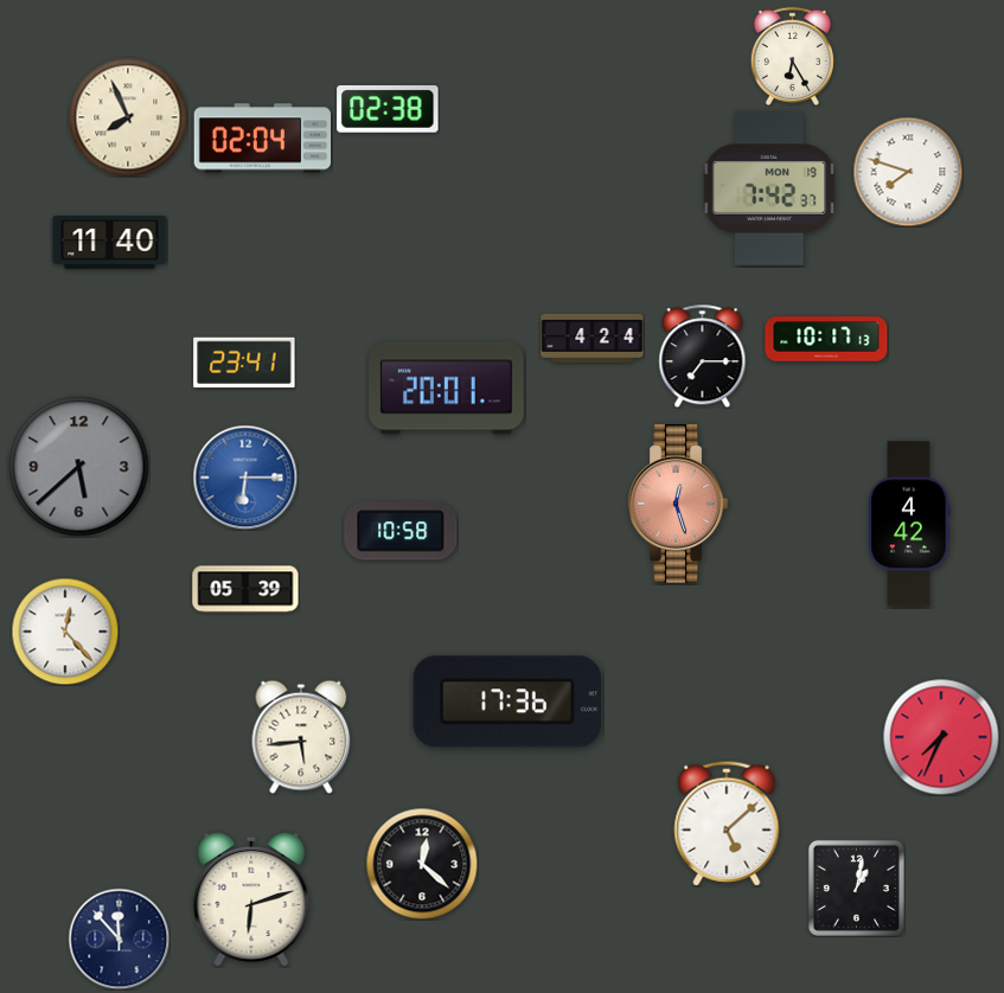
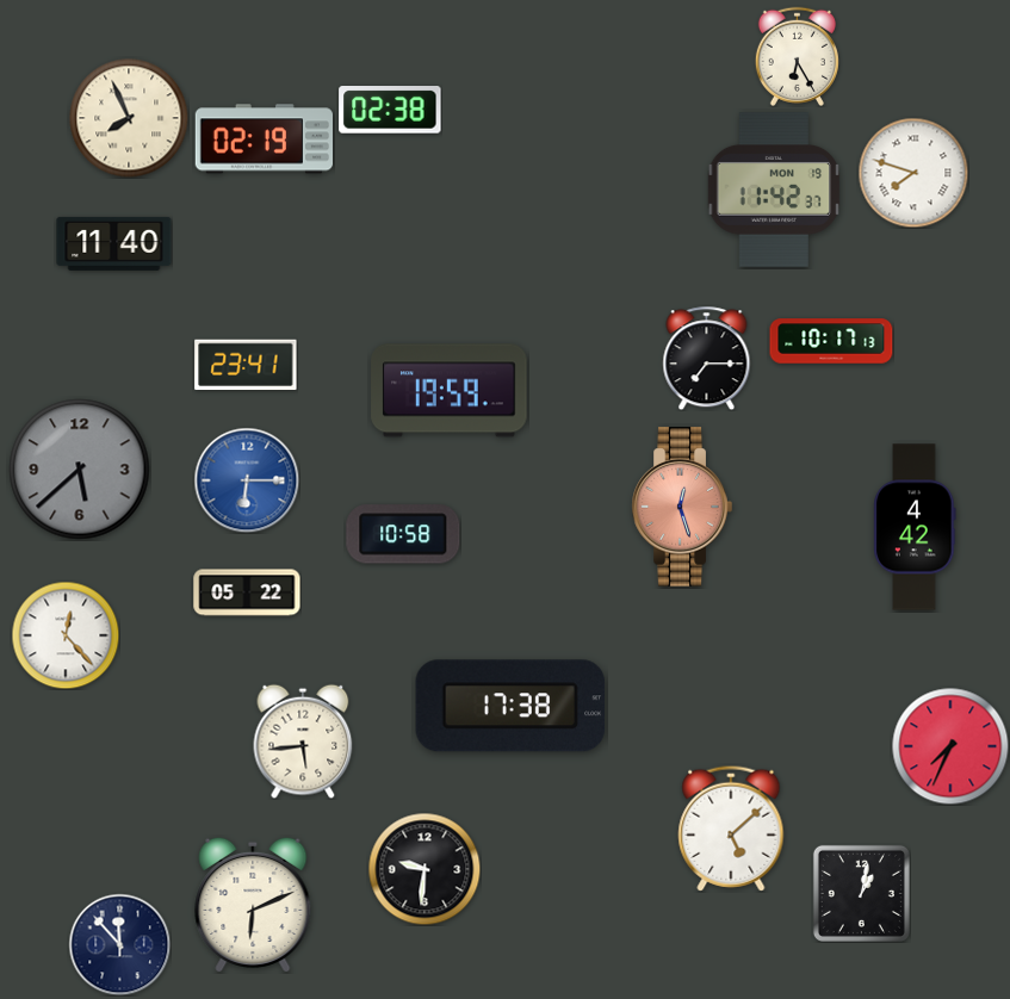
clock at (262, 139): 02:04 -> 02:19
clock at (769, 188): 7:42 -> 11:42
clock at (110, 242) position: (110, 242) -> (114, 243)
clock at (593, 338): 4:24 -> none
clock at (447, 389): 20:01 -> 19:59
clock at (245, 589): 05:39 -> 05:22
clock at (507, 701): 17:36 -> 17:38
clock at (941, 737) position: (941, 737) -> (950, 746)
clock at (422, 864): 12:22 -> 9:31
clock at (251, 899): 6:12 -> 6:11
